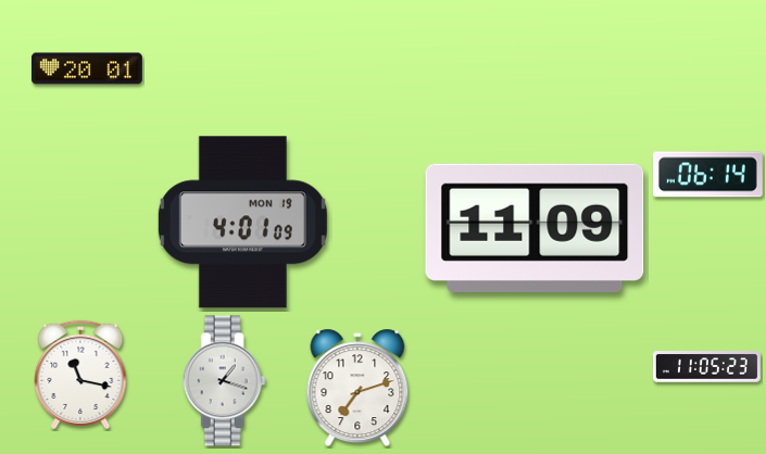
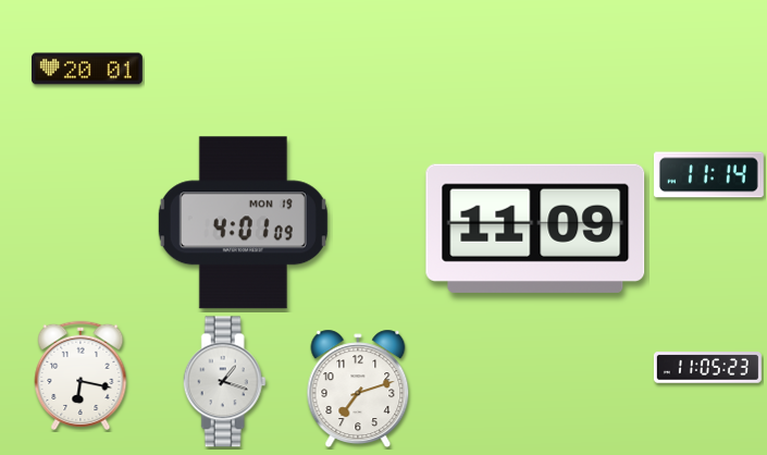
clock at (707, 175): 06:14 -> 11:14
clock at (80, 374): 11:17 -> 6:17
